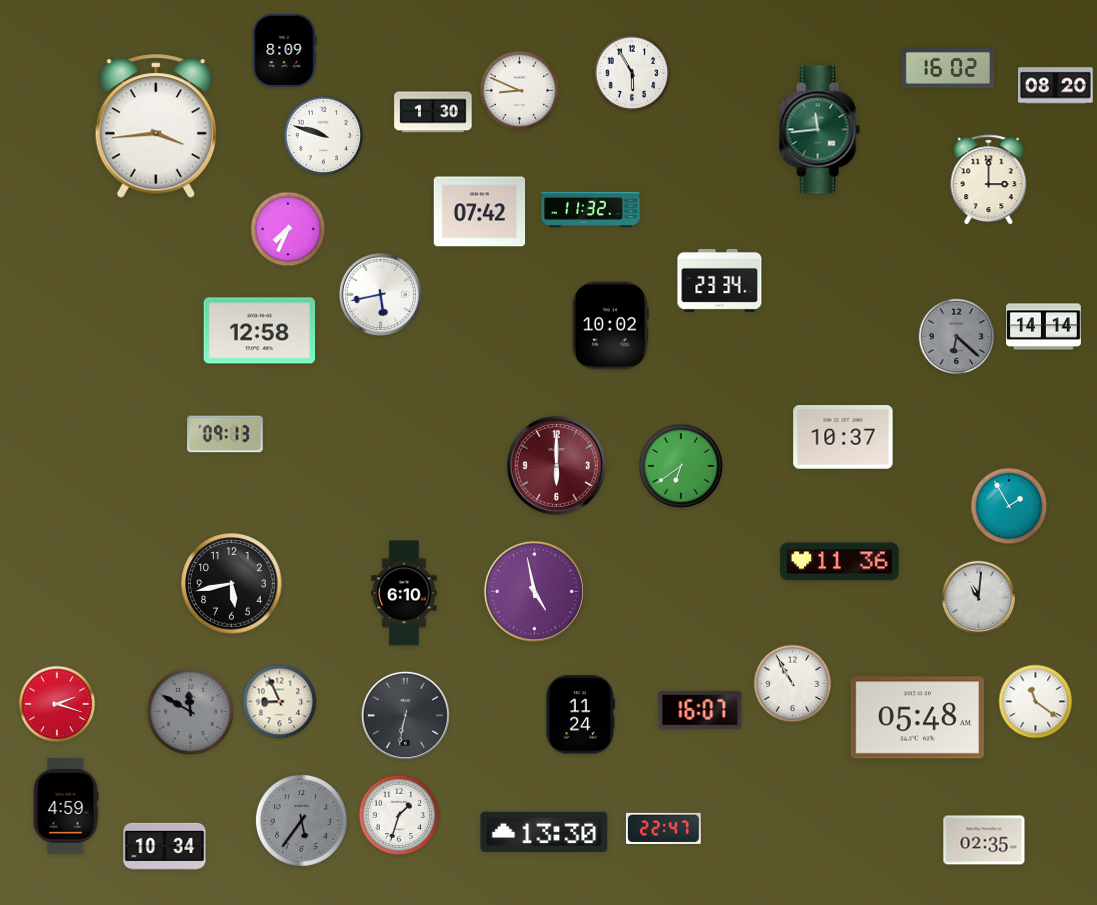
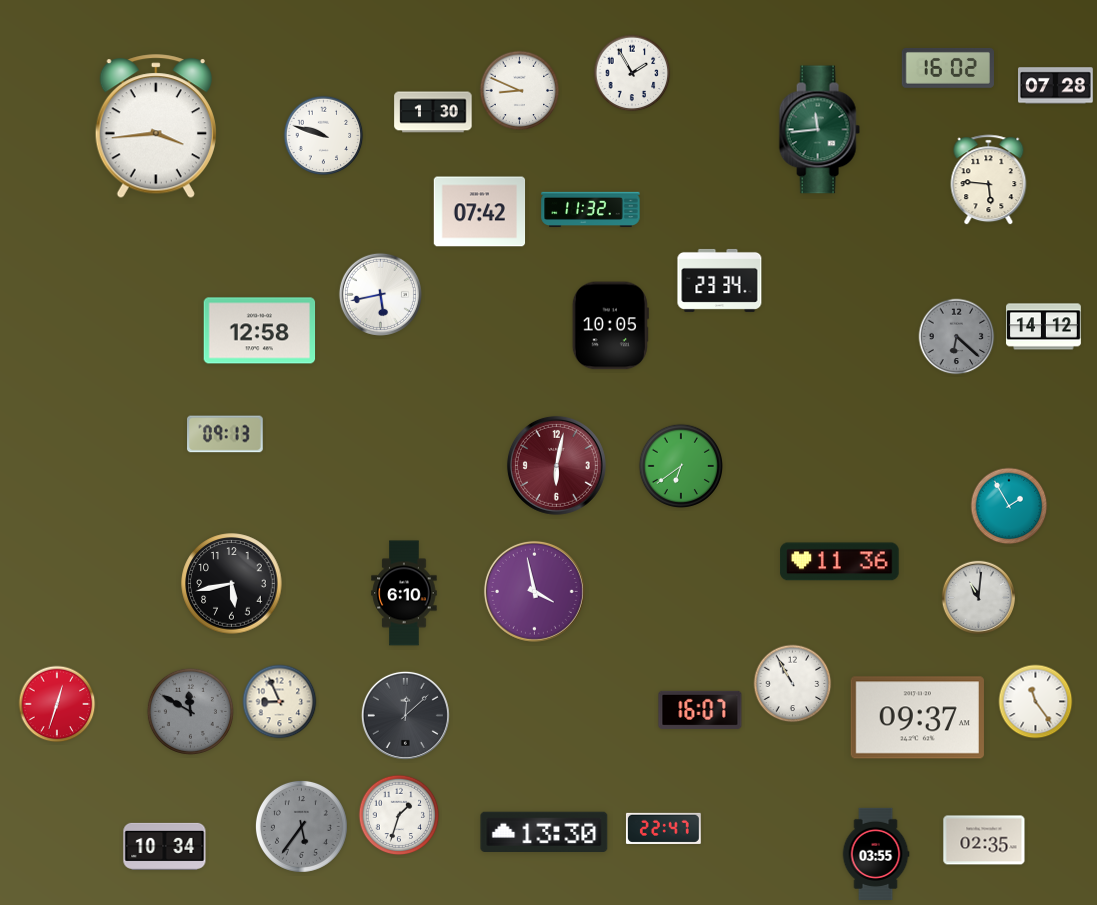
clock at (284, 50): 8:09 -> none
clock at (632, 73): 5:55 -> 1:55
clock at (1056, 86): 08:20 -> 07:28
clock at (989, 180): 3:00 -> 5:46
clock at (288, 229): 7:34 -> none
clock at (610, 326): 10:02 -> 10:05
clock at (1044, 327): 14:14 -> 14:12
clock at (843, 437): 10:37 -> none
clock at (556, 465): 6:00 -> 6:02
clock at (534, 591): 4:58 -> 3:58
clock at (1036, 702): 11:21 -> 11:24
clock at (57, 704): 2:18 -> 12:33
clock at (405, 715): 6:32 -> 12:08
clock at (581, 715): 11:24 -> none
clock at (917, 718): 05:48 -> 09:37
clock at (66, 807): 4:59 -> none
clock at (301, 820) position: (301, 820) -> (301, 826)
clock at (876, 853): none -> 03:55
